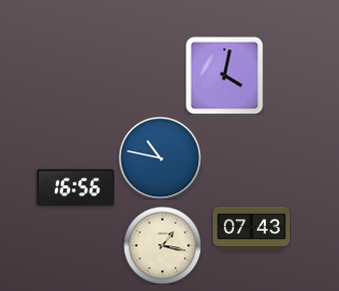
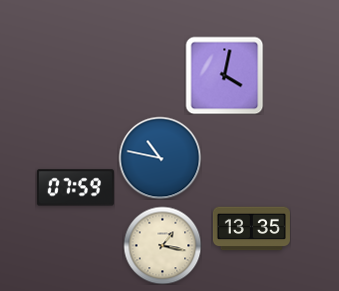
clock at (75, 188): 16:56 -> 07:59
clock at (251, 229): 07:43 -> 13:35
